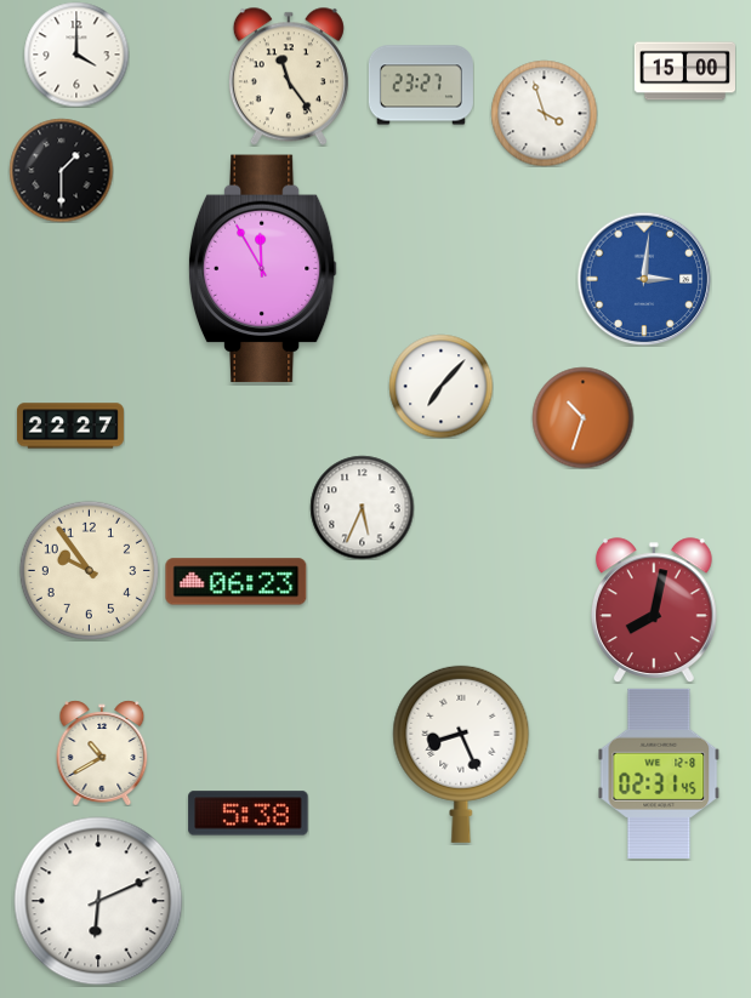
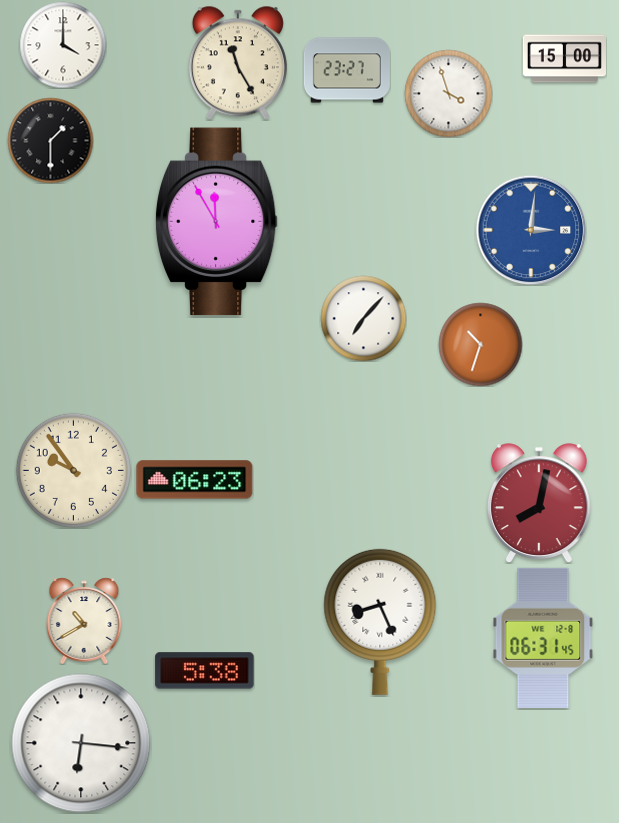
clock at (289, 76): 11:24 -> 11:25
clock at (70, 426): 22:27 -> none
clock at (362, 507): 5:34 -> none
clock at (659, 774): 02:31 -> 06:31
clock at (98, 901): 6:11 -> 6:16
